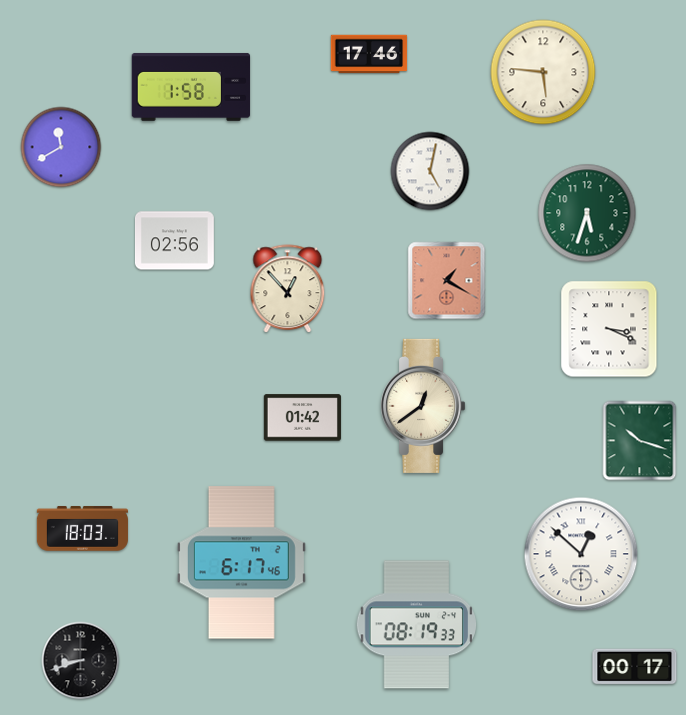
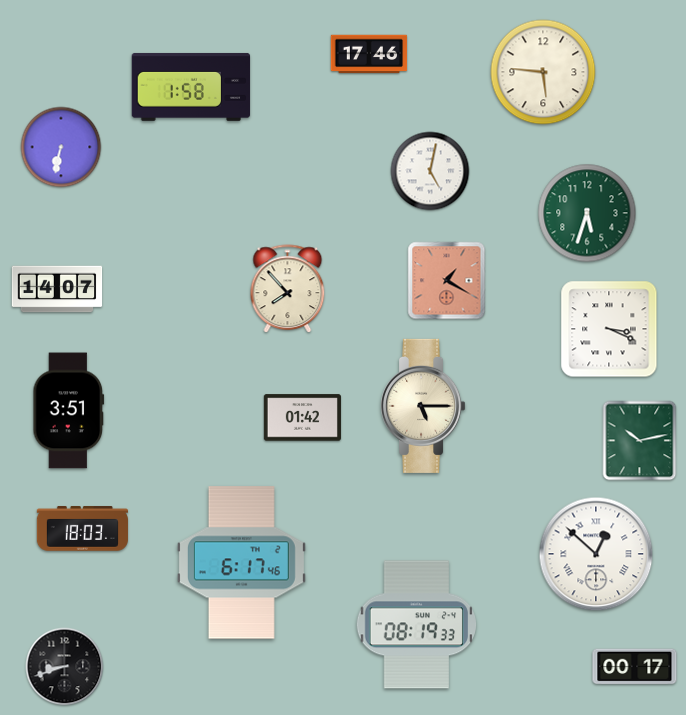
clock at (61, 147): 11:40 -> 6:32
clock at (174, 241): 02:56 -> none
clock at (57, 289): none -> 14:07
clock at (288, 289): 12:53 -> 7:53
clock at (424, 406): 12:39 -> 5:15
clock at (69, 411): none -> 3:51
clock at (640, 441): 10:18 -> 10:13
clock at (581, 554) position: (581, 554) -> (596, 554)
clock at (81, 661) position: (81, 661) -> (65, 667)
